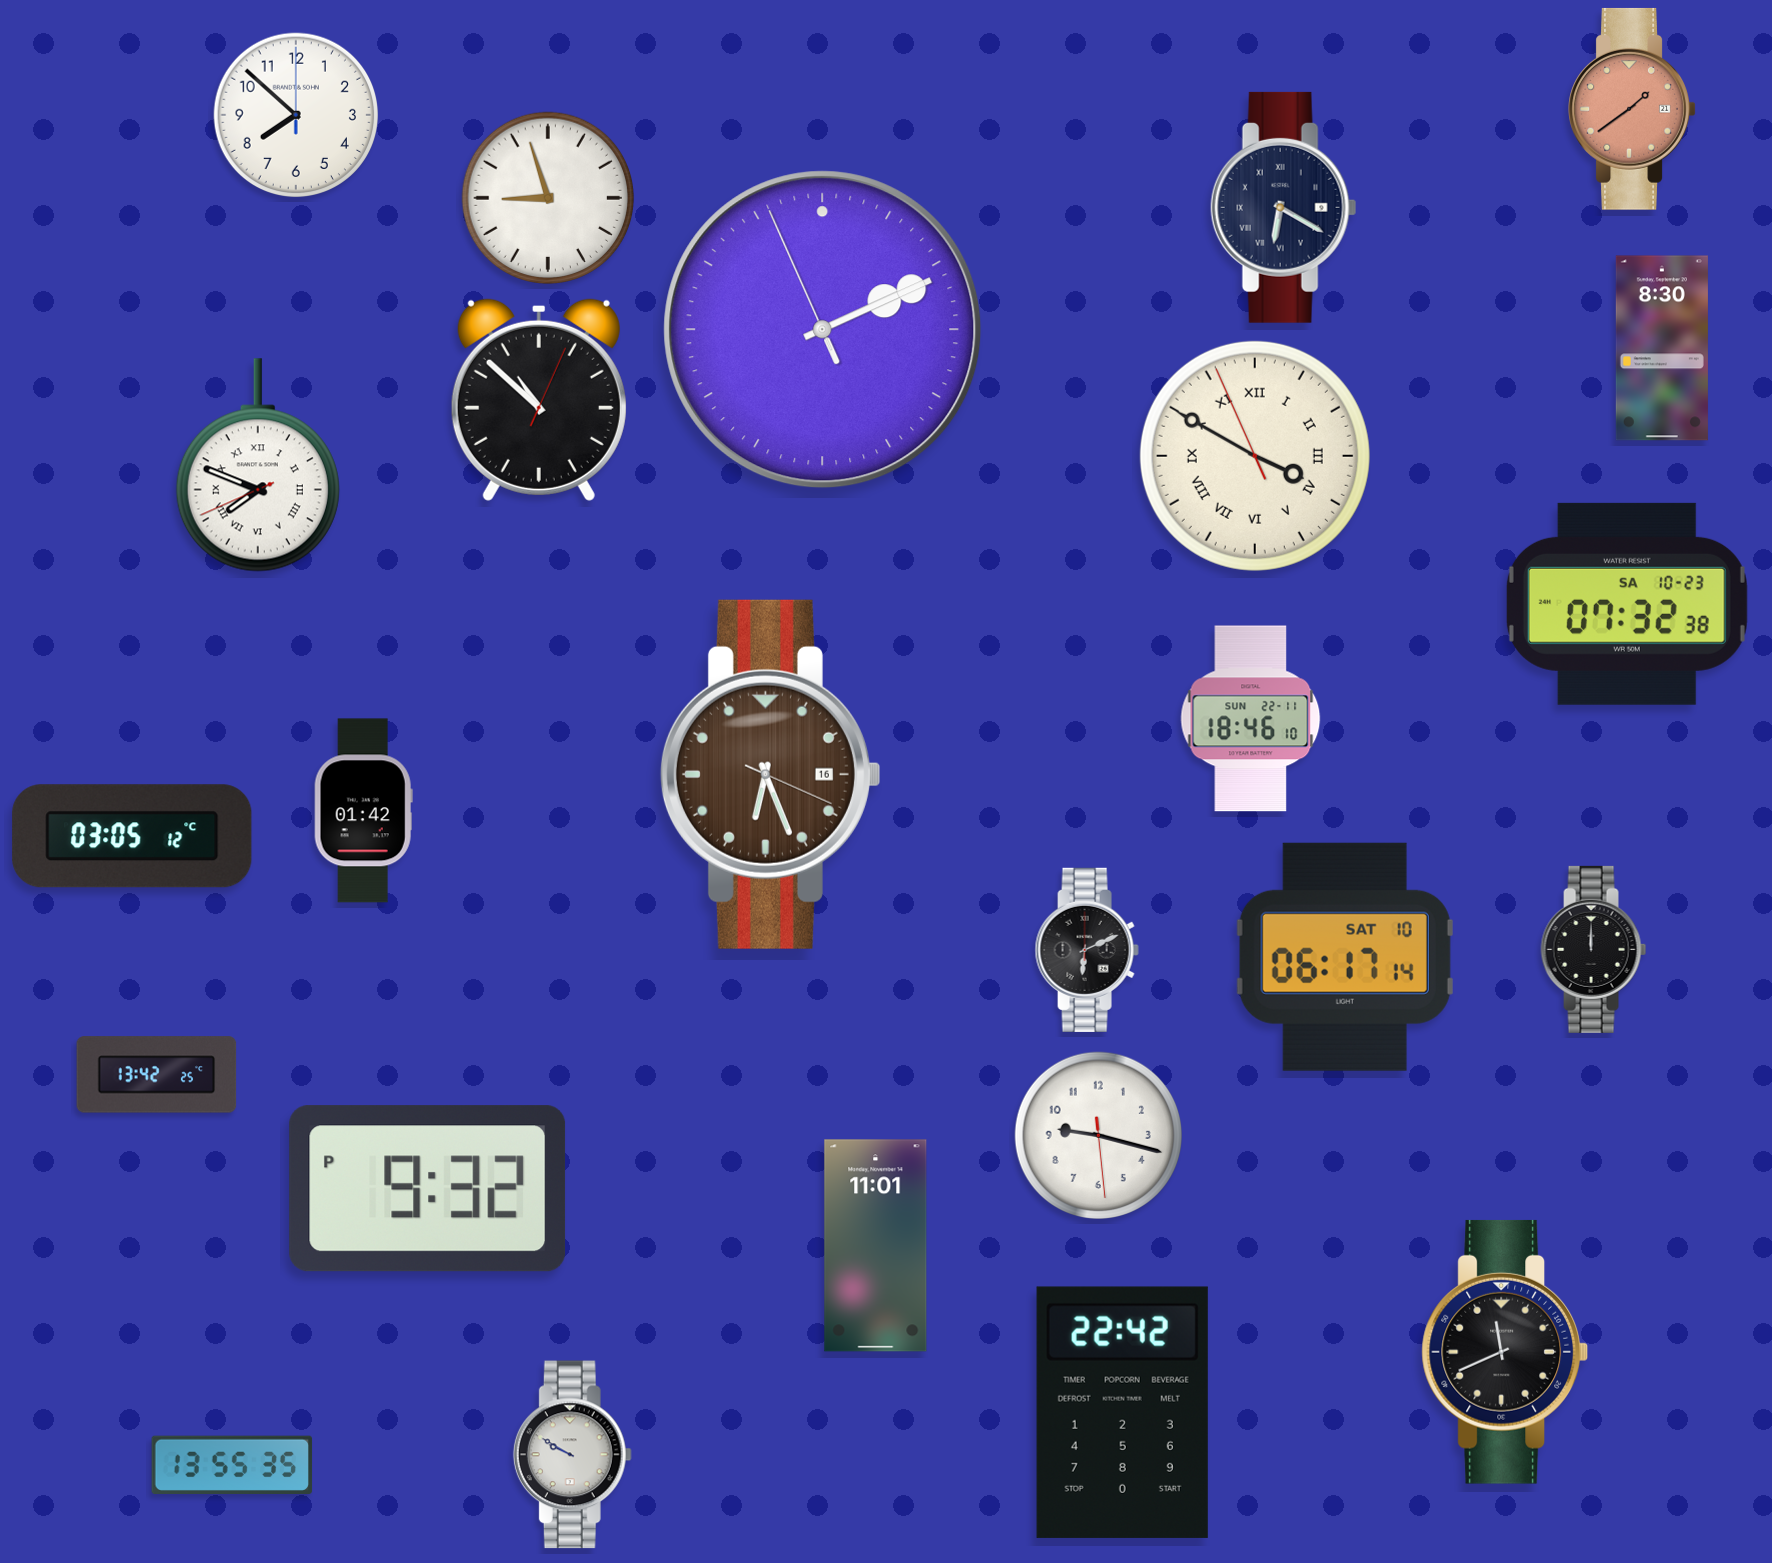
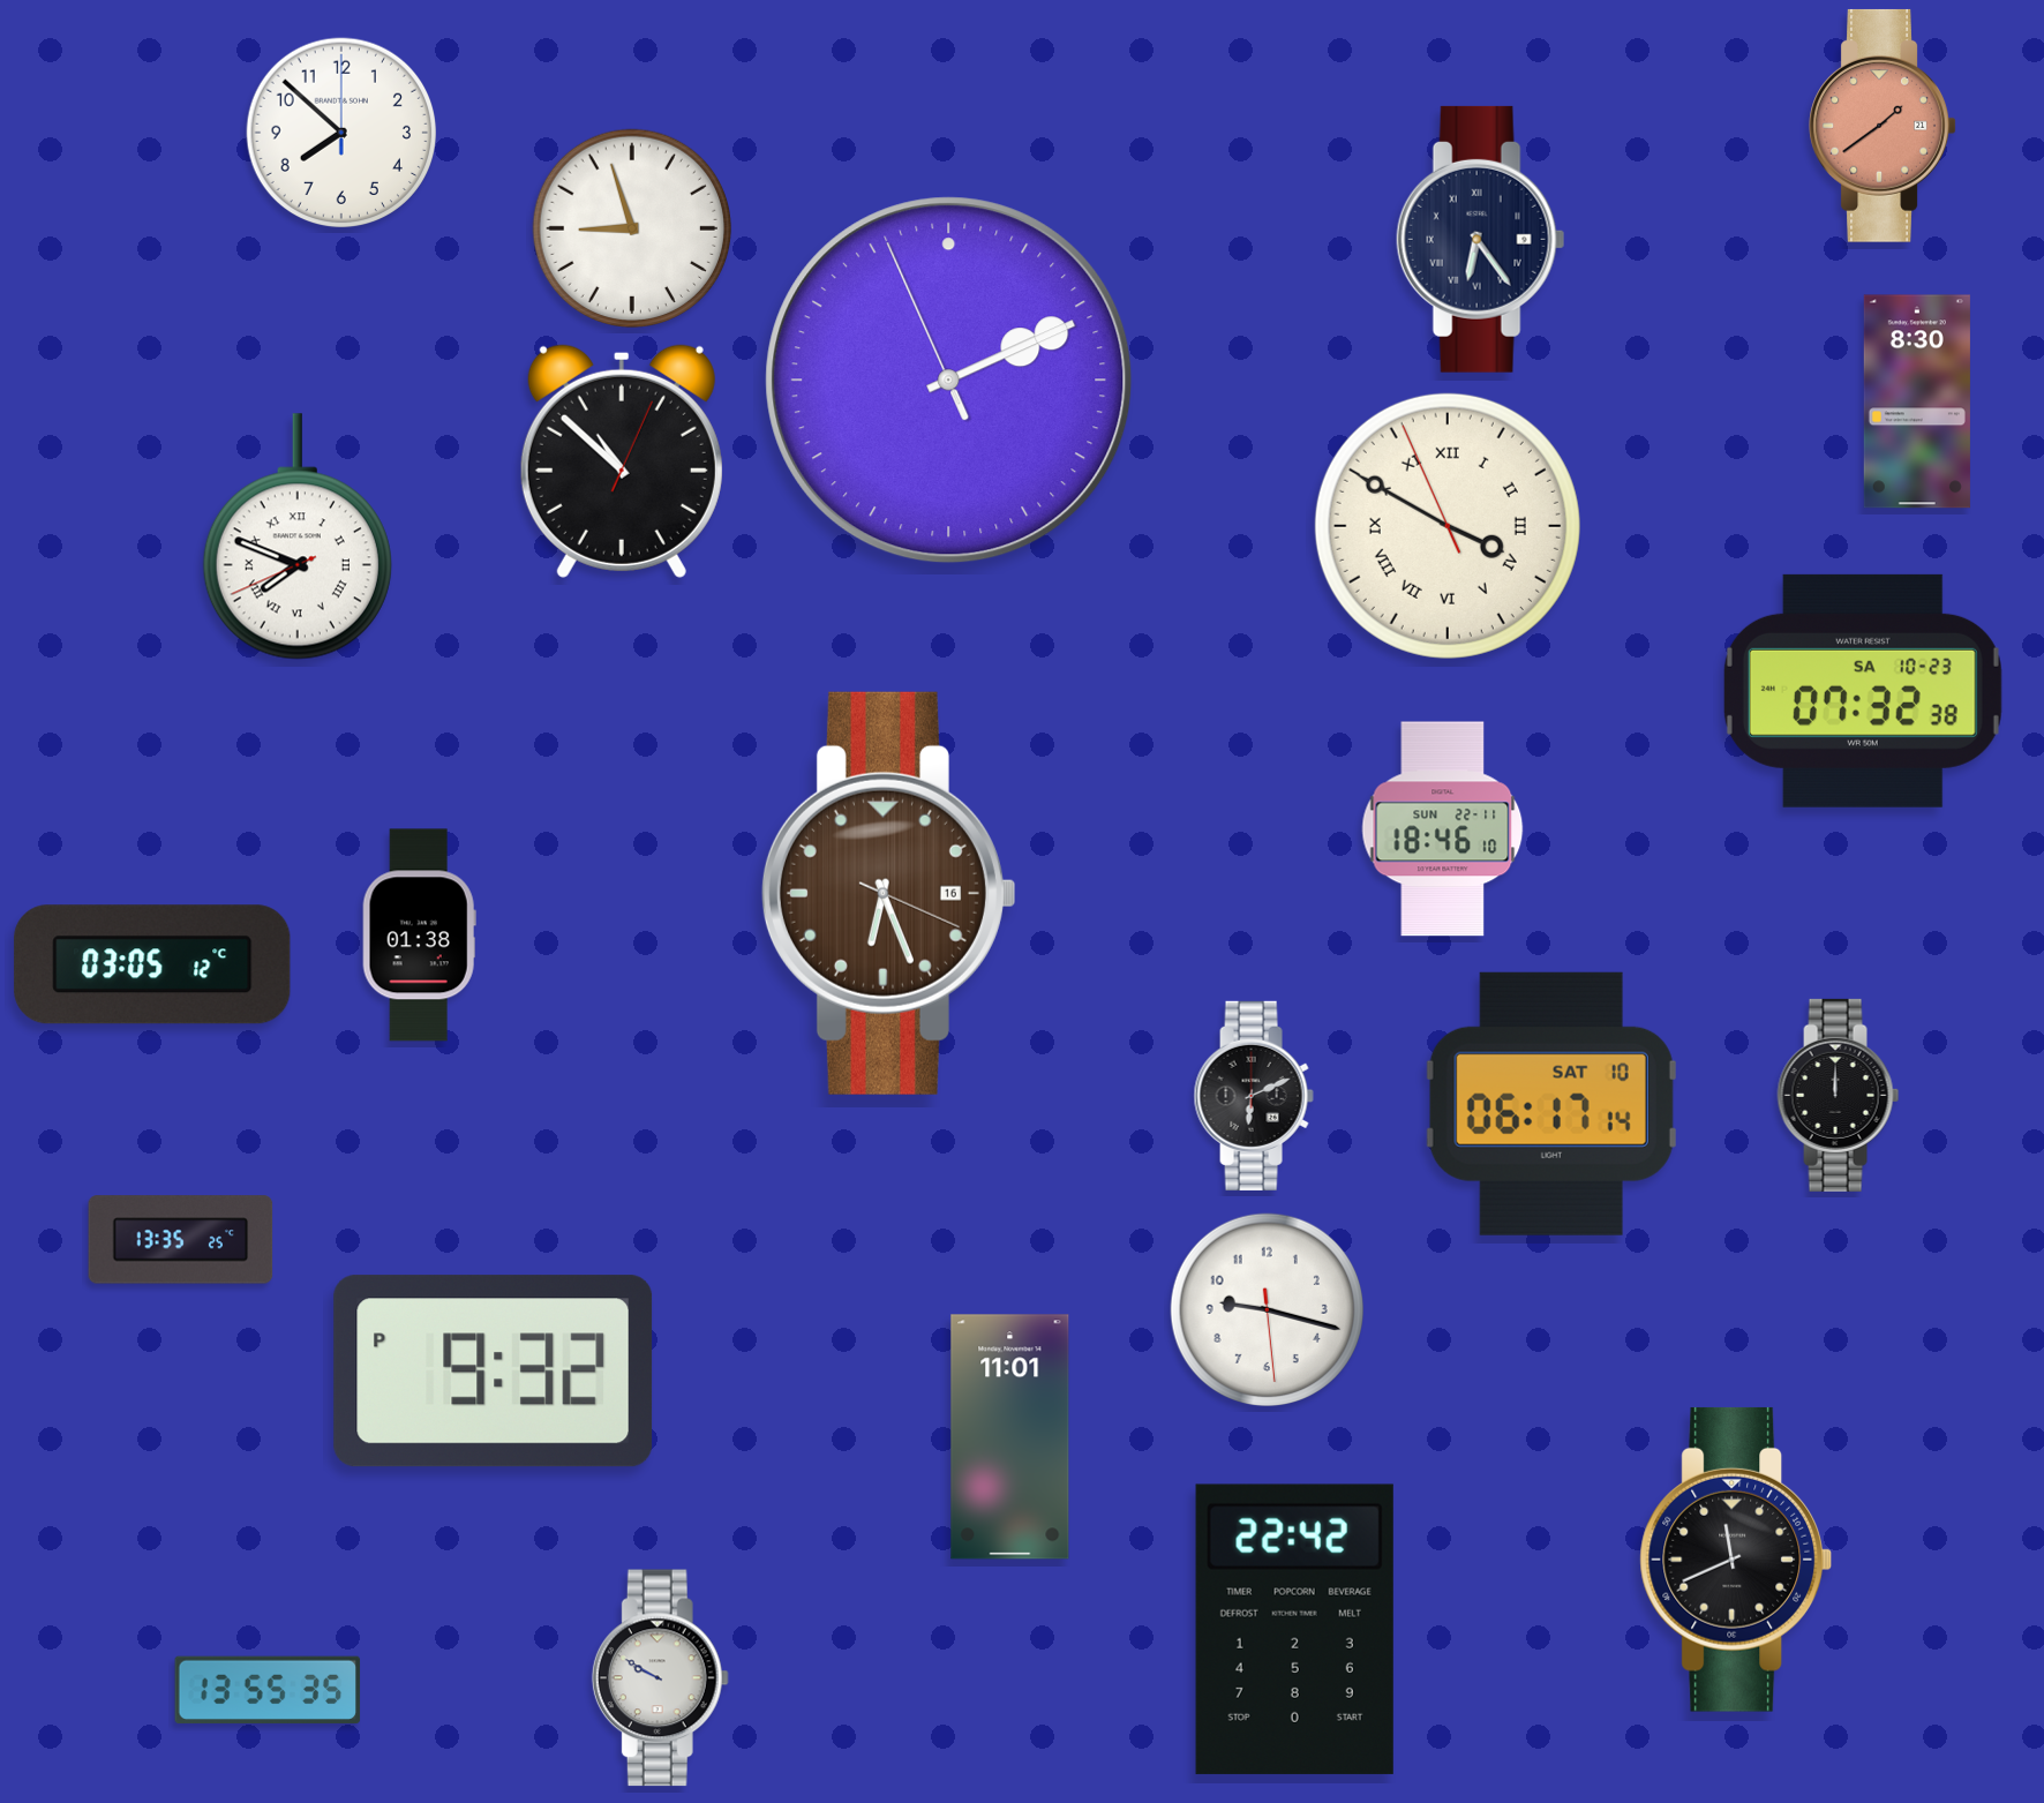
clock at (1284, 207): 6:20 -> 6:24
clock at (1627, 604) position: (1627, 604) -> (1863, 691)
clock at (363, 811): 01:42 -> 01:38
clock at (157, 1075): 13:42 -> 13:35
